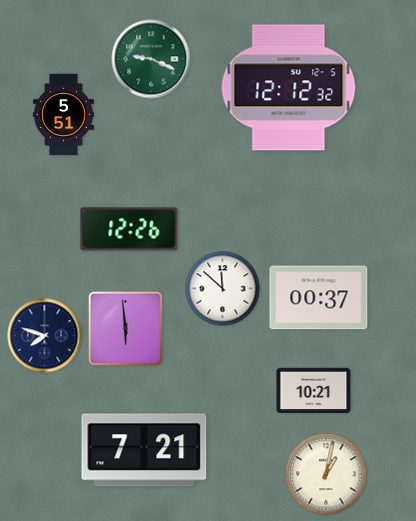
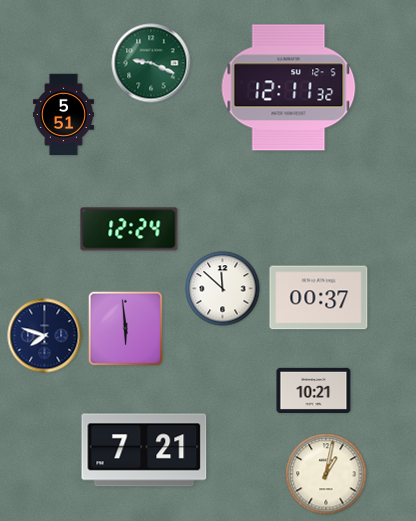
clock at (151, 59) position: (151, 59) -> (151, 63)
clock at (289, 88): 12:12 -> 12:11
clock at (129, 229): 12:26 -> 12:24
